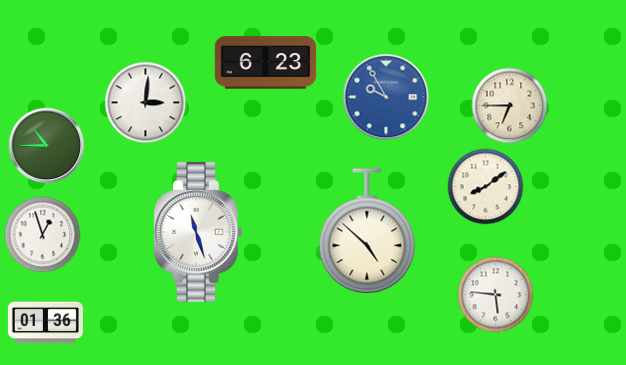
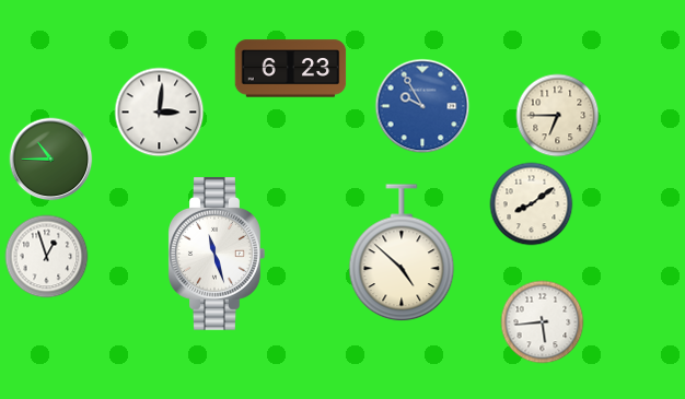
clock at (496, 295): 5:46 -> 5:44
clock at (45, 323): 01:36 -> none
